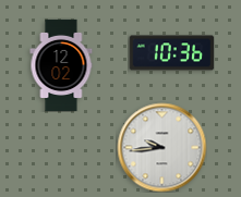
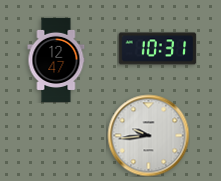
clock at (171, 53): 10:36 -> 10:31
clock at (61, 64): 12:02 -> 12:47
